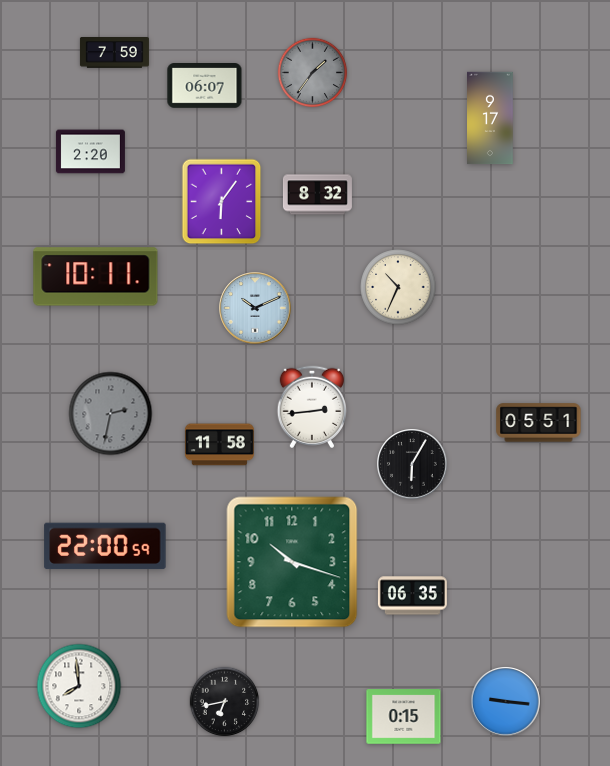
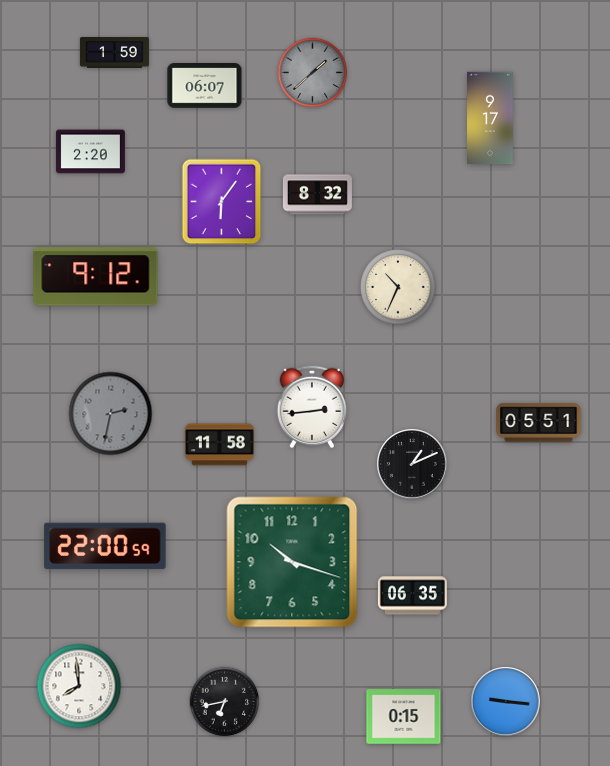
clock at (114, 53): 7:59 -> 1:59
clock at (313, 73): 1:36 -> 1:38
clock at (96, 277): 10:11 -> 9:12
clock at (255, 308): 10:11 -> none
clock at (412, 464): 6:05 -> 1:11
